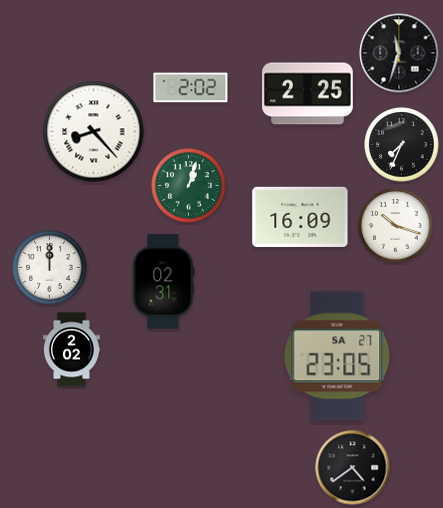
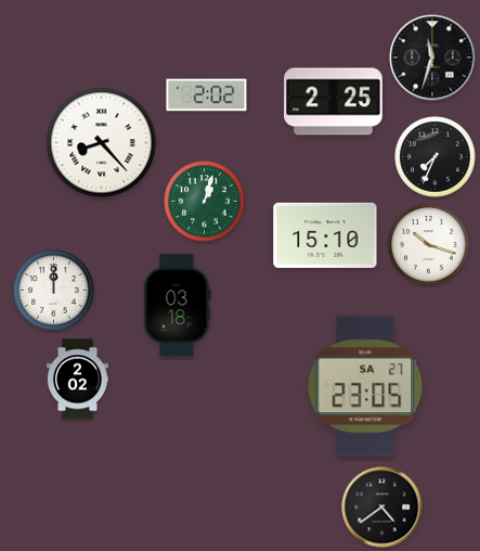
clock at (300, 217): 16:09 -> 15:10
clock at (164, 282): 02:31 -> 03:18
